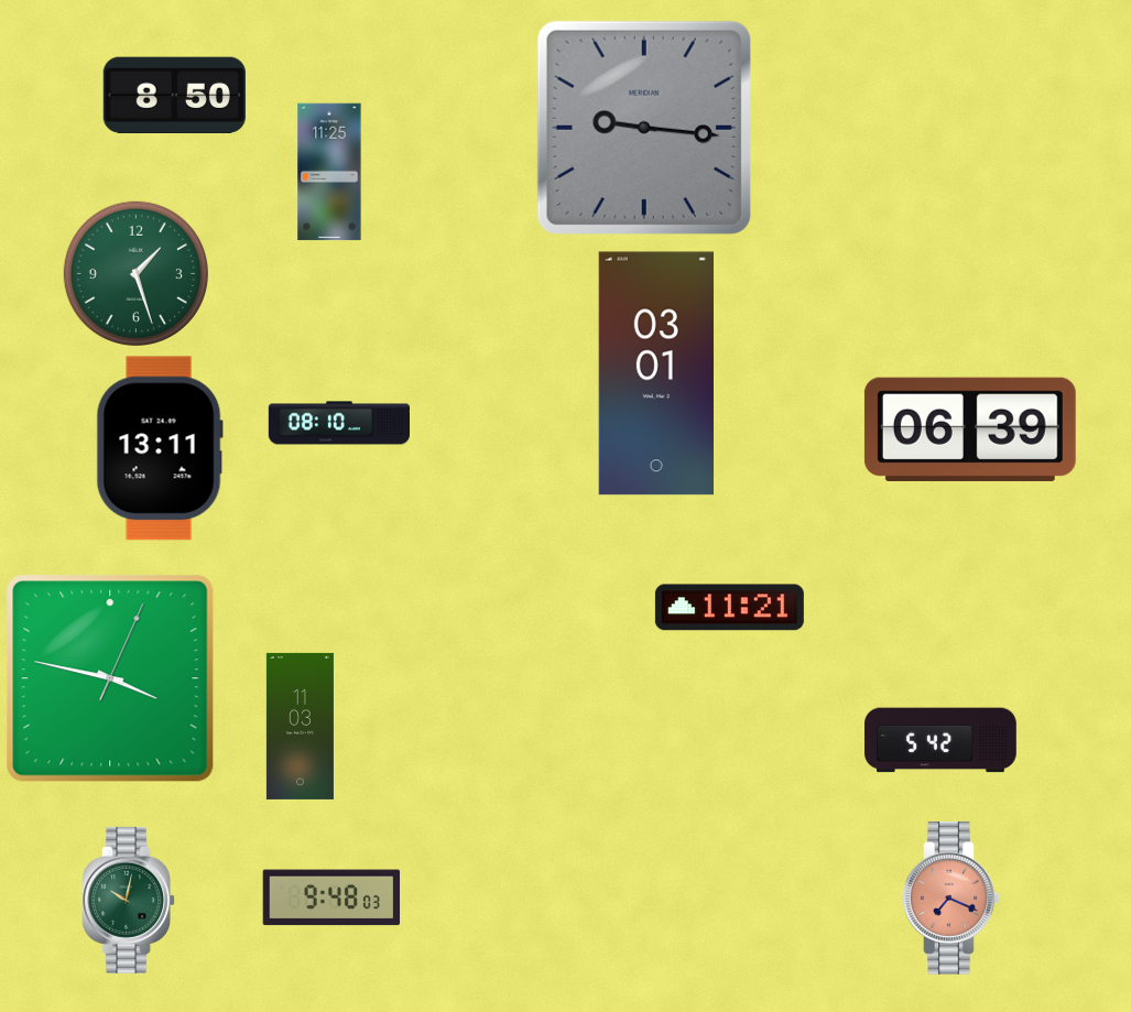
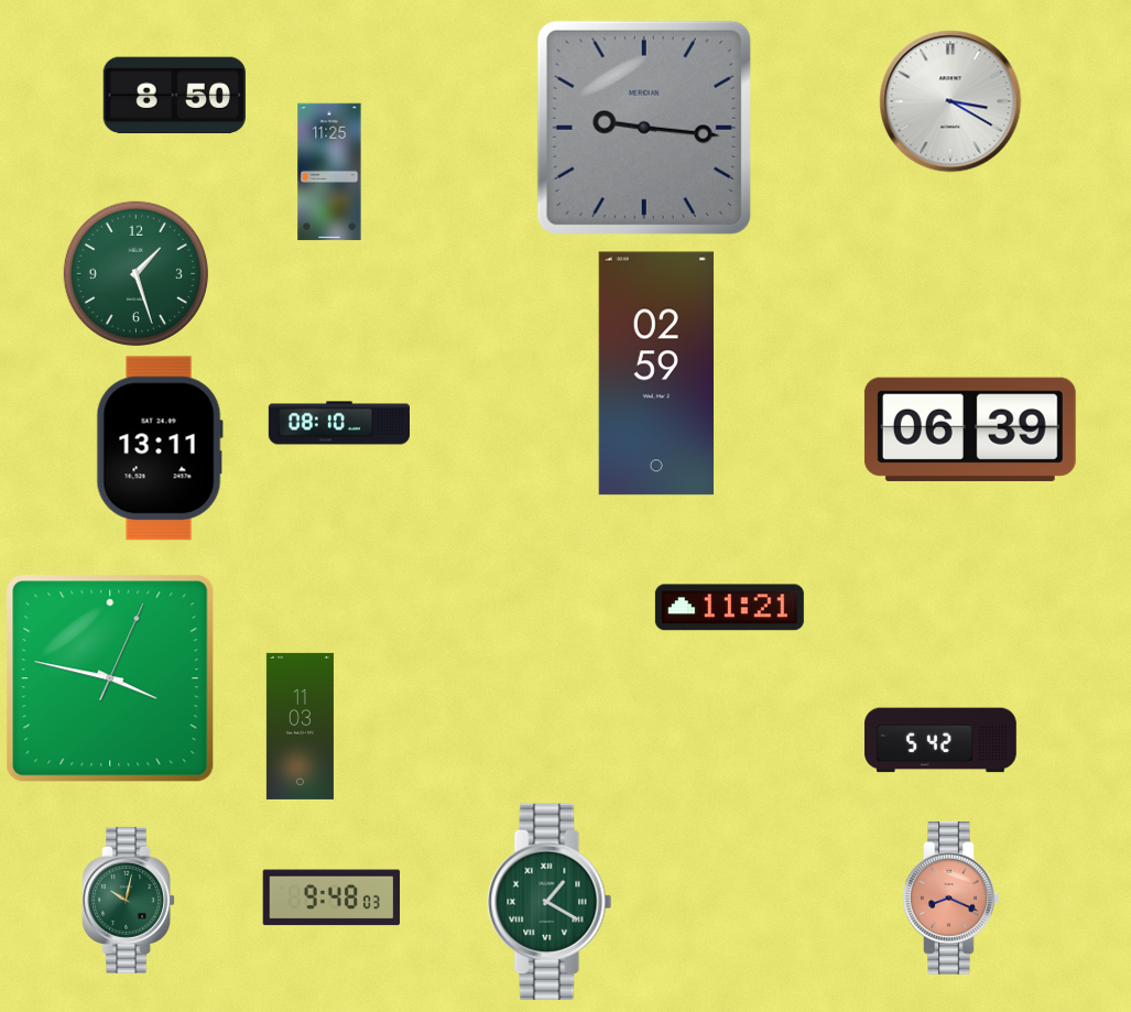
clock at (950, 101): none -> 3:20
clock at (656, 373): 03:01 -> 02:59
clock at (951, 897): 7:19 -> 8:19
clock at (550, 902): none -> 1:20
